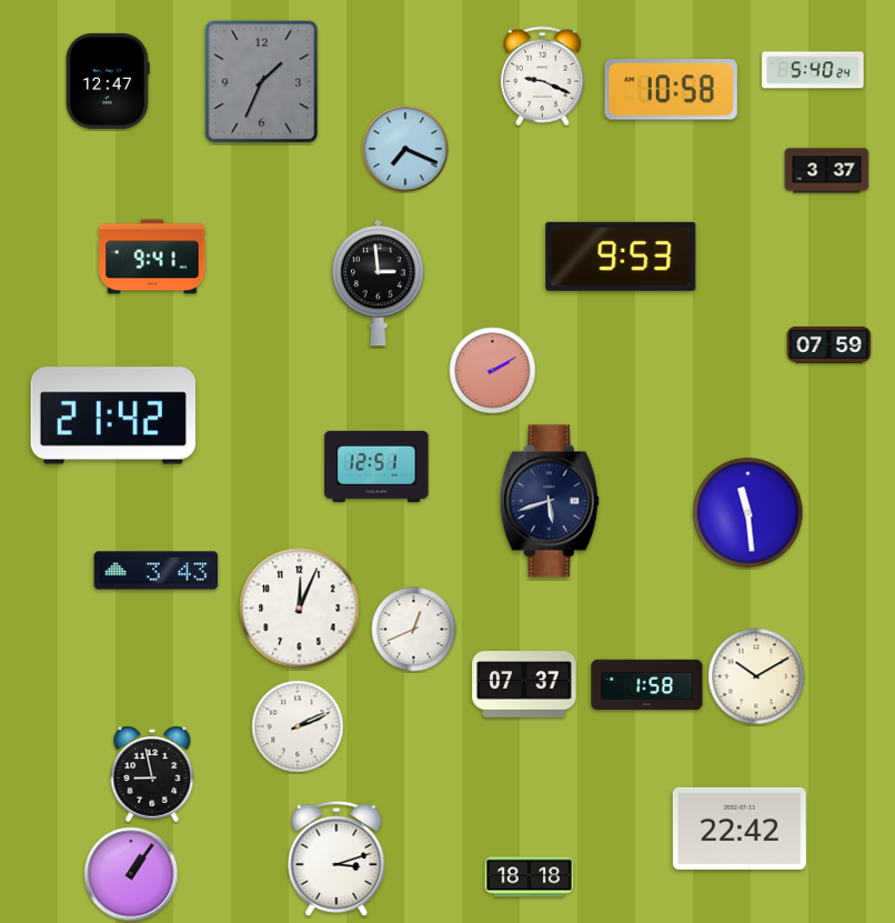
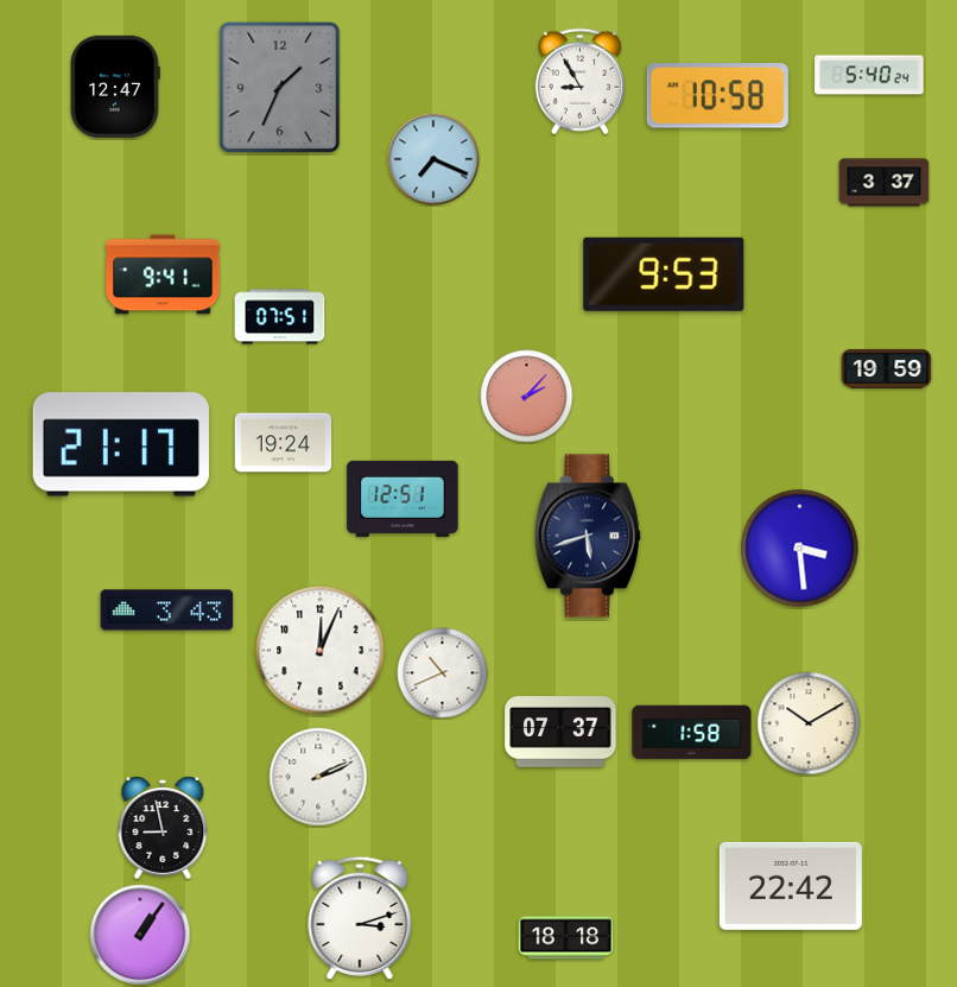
clock at (542, 77): 9:19 -> 8:55
clock at (379, 283): 2:59 -> none
clock at (280, 317): none -> 07:51
clock at (829, 344): 07:59 -> 19:59
clock at (493, 371): 2:10 -> 2:07
clock at (284, 443): none -> 19:24
clock at (112, 415): 21:42 -> 21:17
clock at (748, 513): 11:29 -> 3:29
clock at (414, 630): 12:41 -> 10:41
